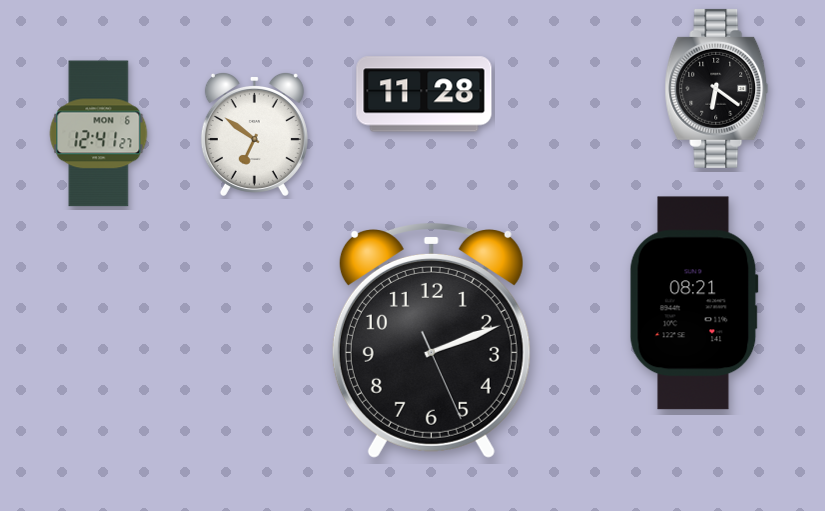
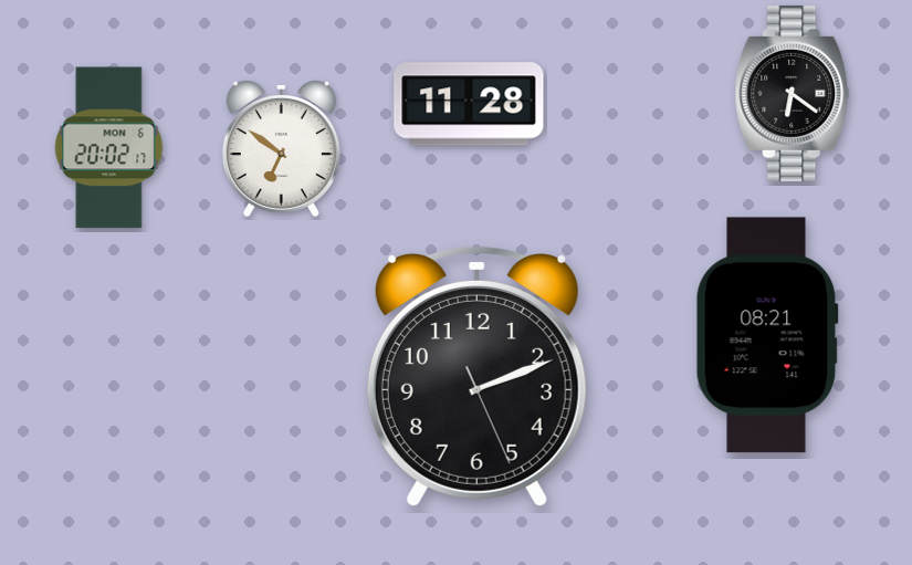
clock at (717, 88) position: (717, 88) -> (793, 93)
clock at (99, 134): 12:41 -> 20:02
